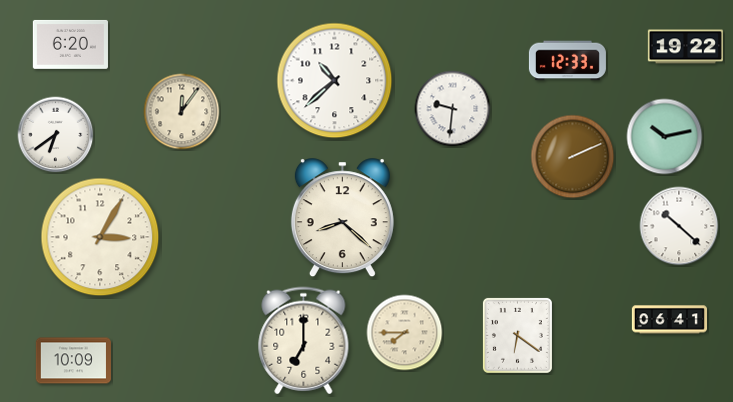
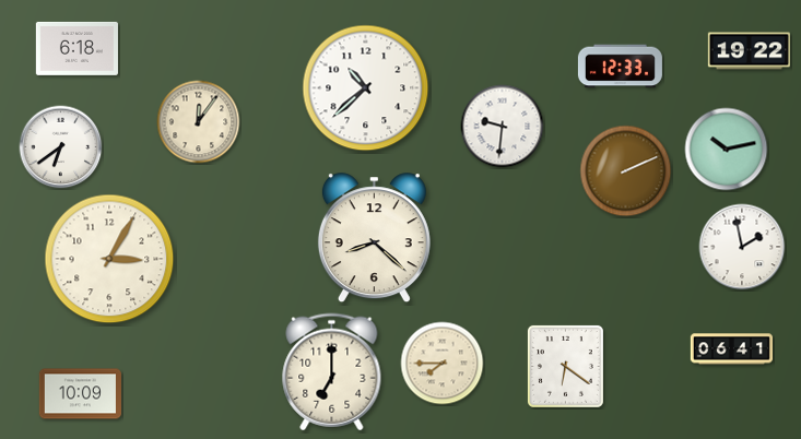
clock at (70, 44): 6:20 -> 6:18
clock at (453, 109) position: (453, 109) -> (503, 127)
clock at (679, 226): 10:22 -> 1:58
